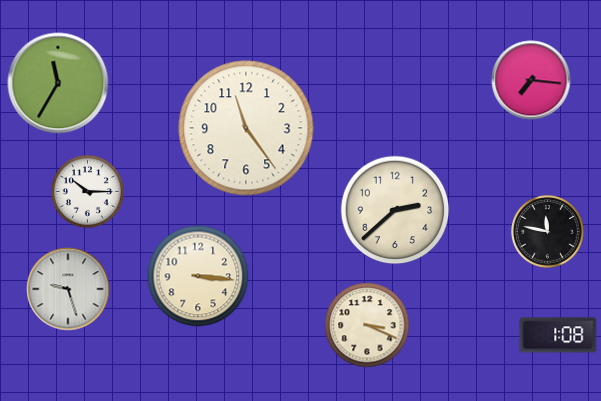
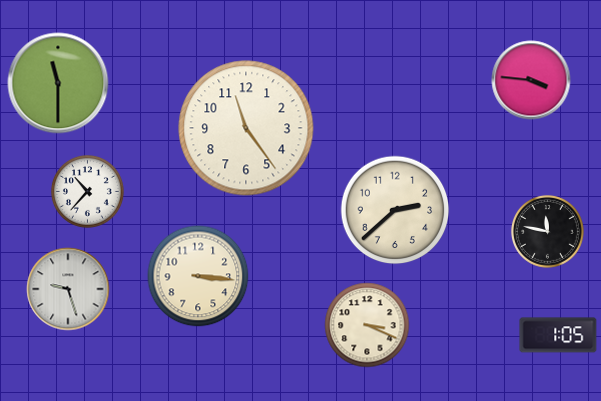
clock at (531, 80): 7:16 -> 3:46
clock at (58, 83): 11:35 -> 11:30
clock at (88, 192): 10:15 -> 10:37
clock at (558, 335): 1:08 -> 1:05
